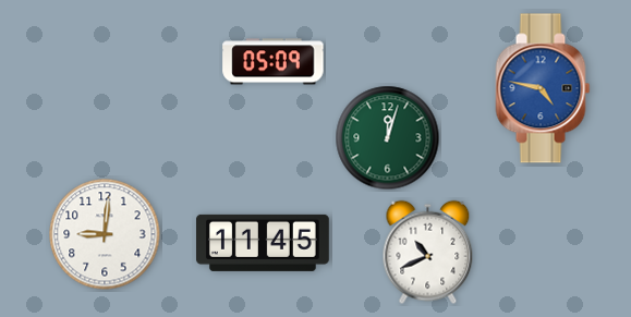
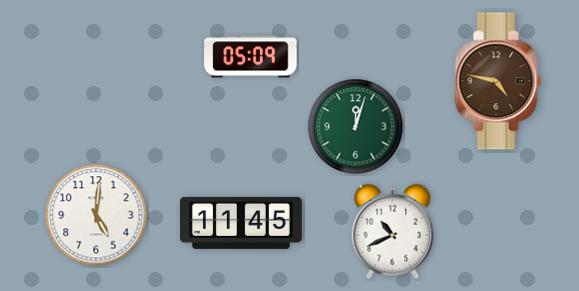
clock at (543, 88) dial: blue -> brown
clock at (105, 234): 9:01 -> 5:01
